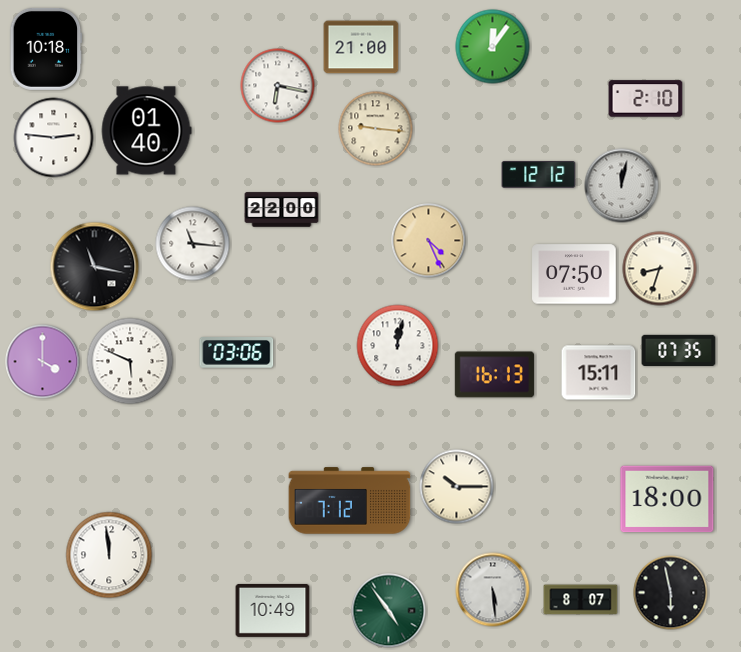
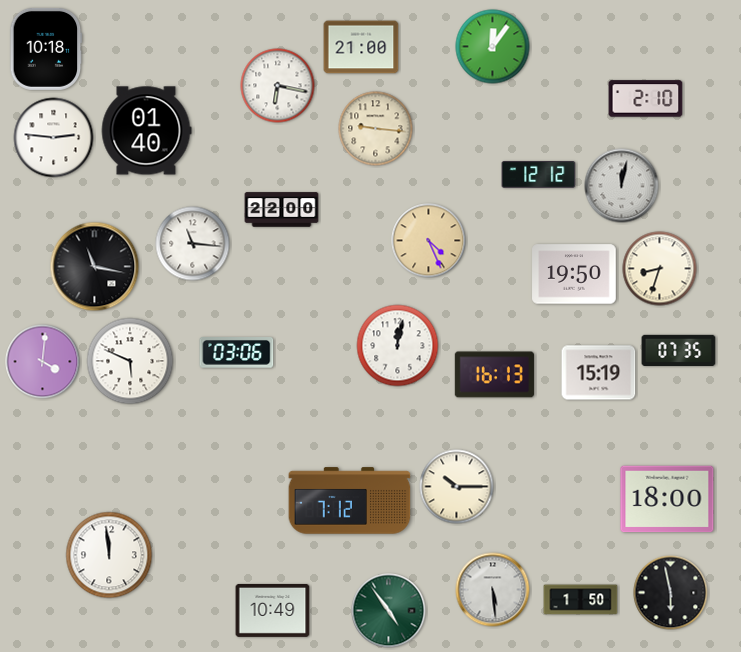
clock at (574, 274): 07:50 -> 19:50
clock at (43, 362): 4:00 -> 4:01
clock at (599, 373): 15:11 -> 15:19
clock at (581, 600): 8:07 -> 1:50
